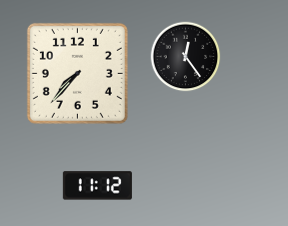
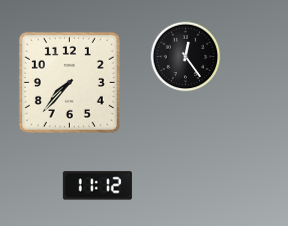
clock at (77, 73) position: (77, 73) -> (69, 82)
